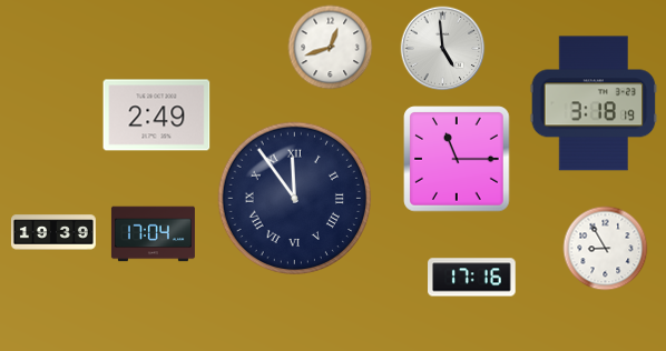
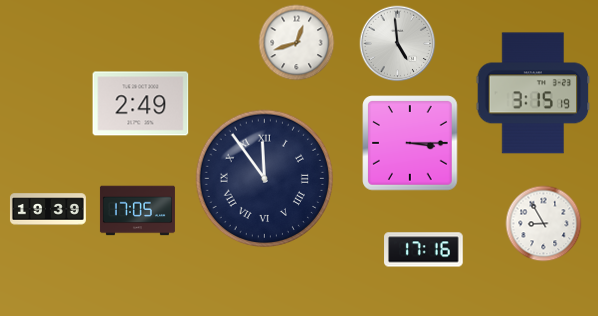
clock at (594, 103): 3:18 -> 3:15
clock at (457, 159): 11:15 -> 3:15
clock at (153, 234): 17:04 -> 17:05
